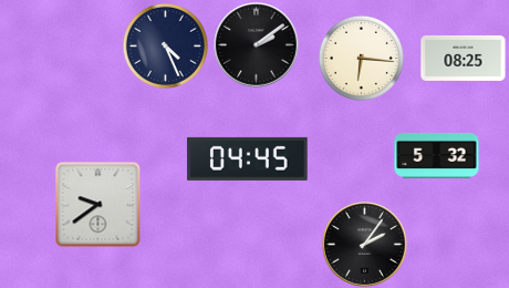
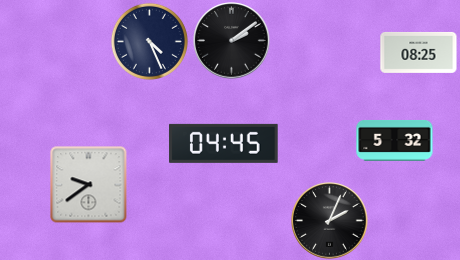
clock at (361, 58): 6:16 -> none
clock at (365, 245): 2:06 -> 2:04
